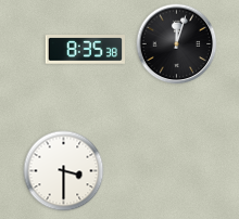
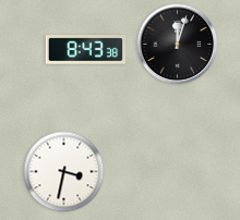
clock at (85, 50): 8:35 -> 8:43
clock at (64, 171): 3:30 -> 3:32
